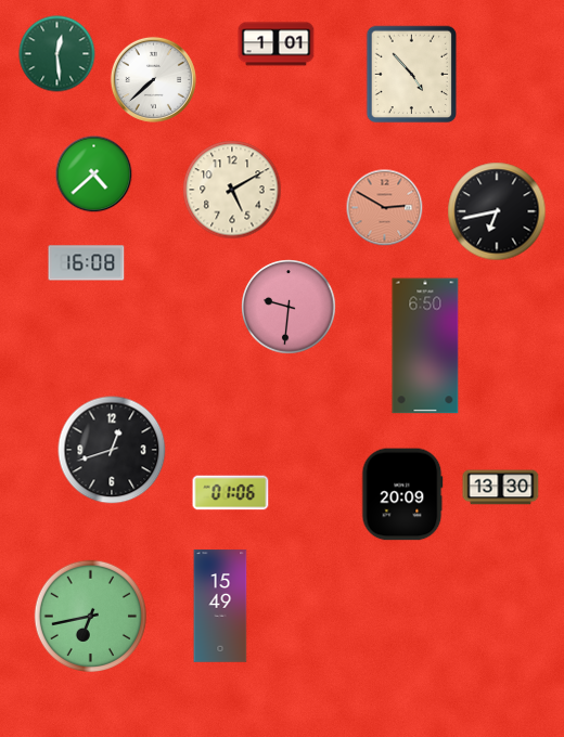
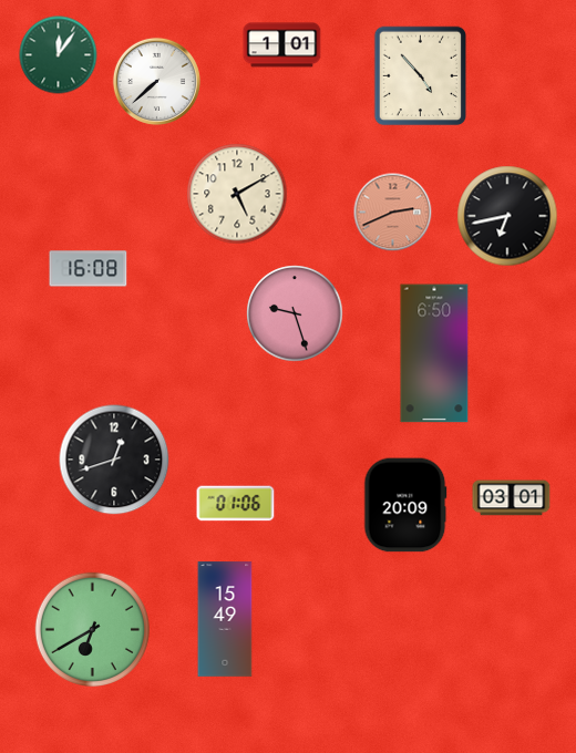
clock at (57, 54): 12:29 -> 12:06
clock at (94, 174): 4:38 -> none
clock at (385, 208): 2:50 -> 2:41
clock at (289, 307): 9:31 -> 9:27
clock at (501, 488): 13:30 -> 03:01
clock at (402, 494) position: (402, 494) -> (405, 505)
clock at (90, 616): 6:43 -> 6:40
